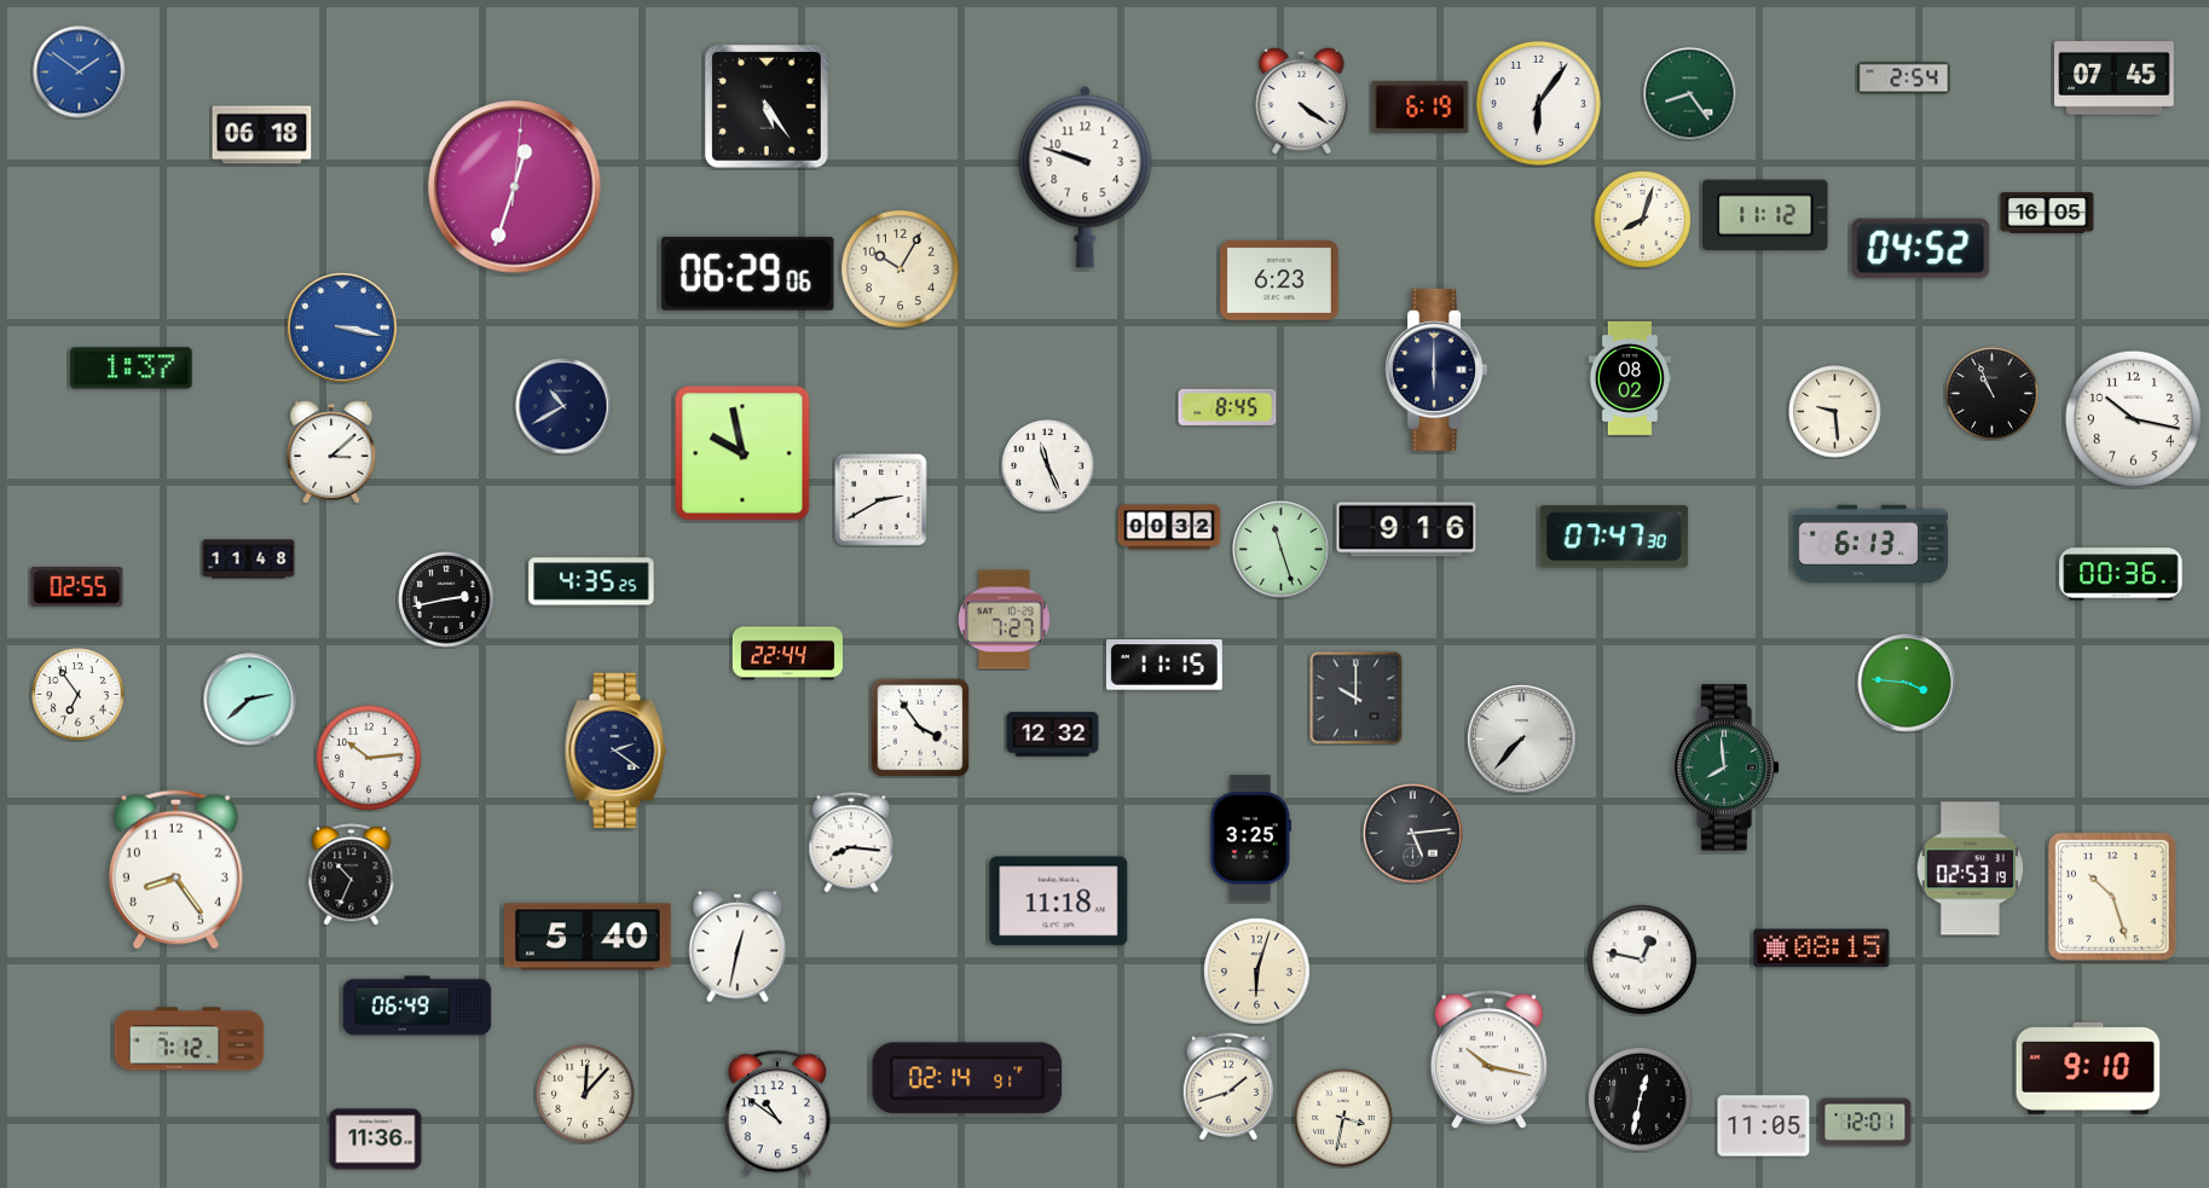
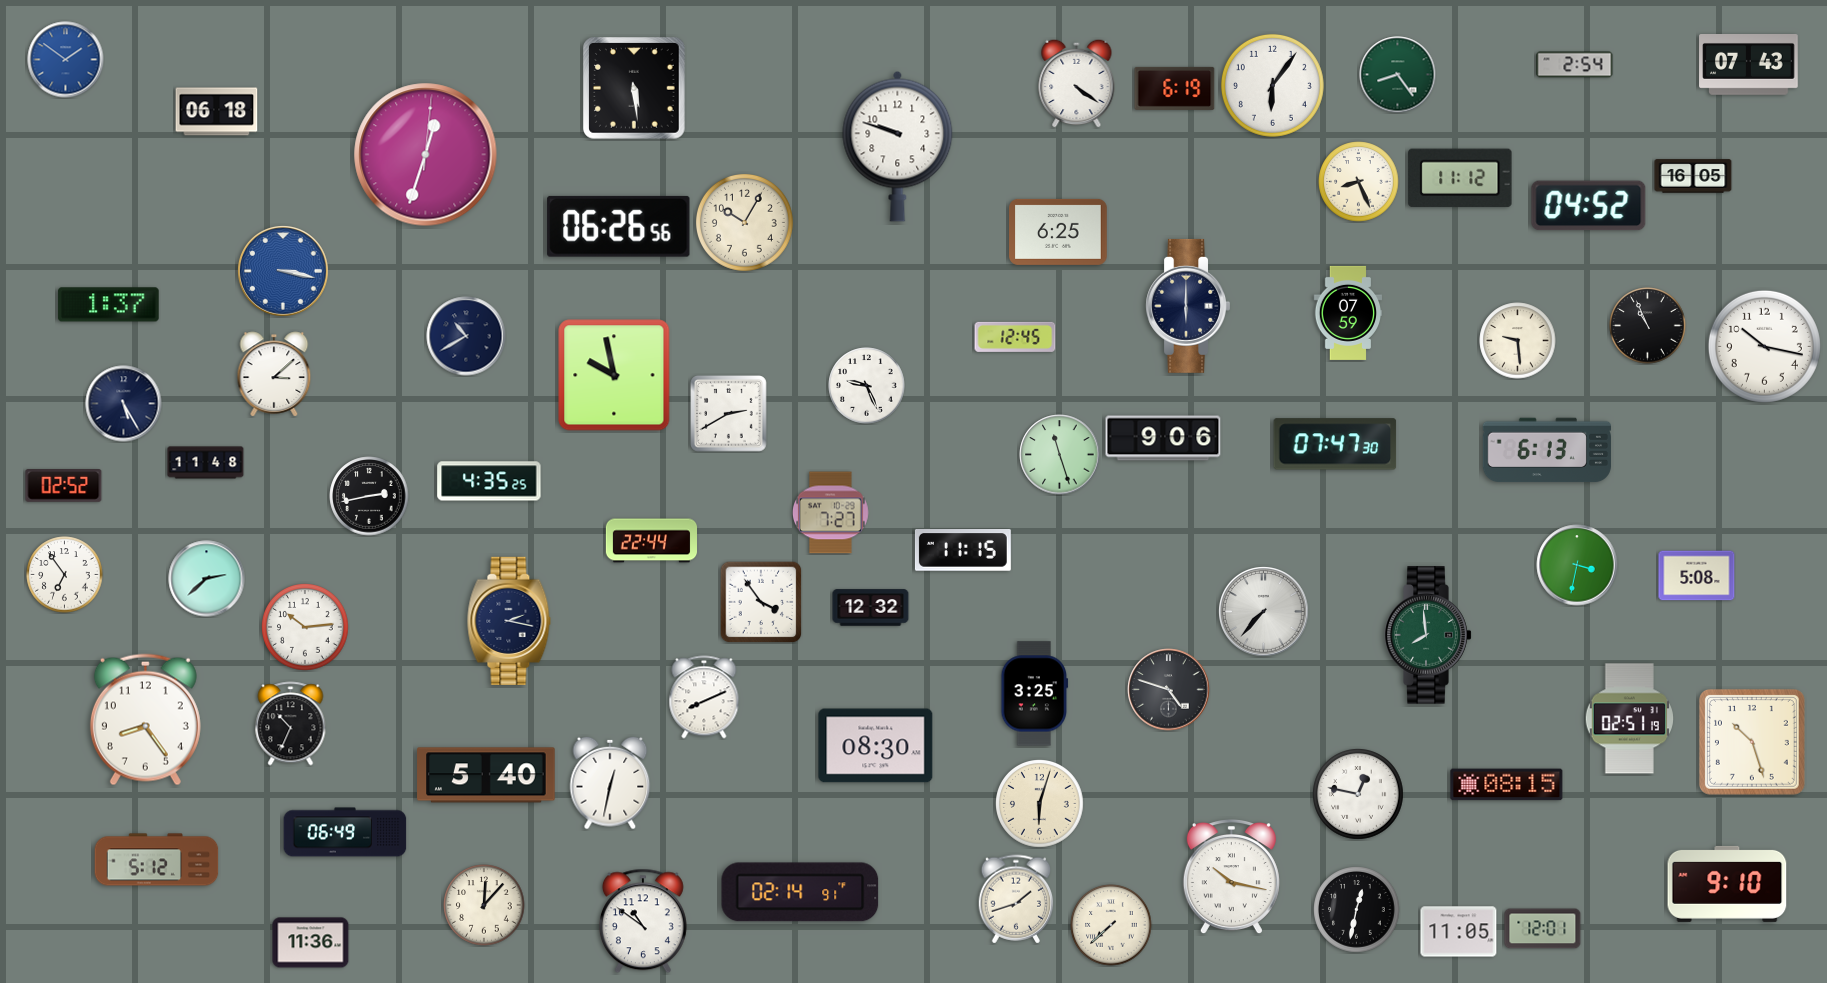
clock at (2115, 79): 07:45 -> 07:43
clock at (1690, 94) position: (1690, 94) -> (1398, 75)
clock at (767, 106): 5:24 -> 5:29
clock at (1643, 220): 8:03 -> 8:26
clock at (748, 273): 06:29 -> 06:26
clock at (1280, 280): 6:23 -> 6:25
clock at (1630, 378): 08:02 -> 07:59
clock at (1227, 407): 8:45 -> 12:45
clock at (1048, 466): 11:26 -> 9:26
clock at (124, 404): none -> 5:25
clock at (1169, 527): 00:32 -> none
clock at (1406, 529): 9:16 -> 9:06
clock at (2121, 574): 00:36 -> none
clock at (77, 587): 02:55 -> 02:52
clock at (1907, 683): 3:46 -> 3:32
clock at (1697, 576): none -> 5:08
clock at (1357, 699): 10:00 -> none
clock at (1522, 740) position: (1522, 740) -> (1264, 612)
clock at (615, 751): 2:21 -> 2:17
clock at (1413, 834): 5:14 -> 4:48
clock at (851, 842): 8:16 -> 8:11
clock at (1970, 869): 02:53 -> 02:51
clock at (2112, 897) position: (2112, 897) -> (1752, 742)
clock at (1059, 902): 11:18 -> 08:30
clock at (190, 1039): 7:12 -> 5:12
clock at (1343, 1118): 3:32 -> 7:38
